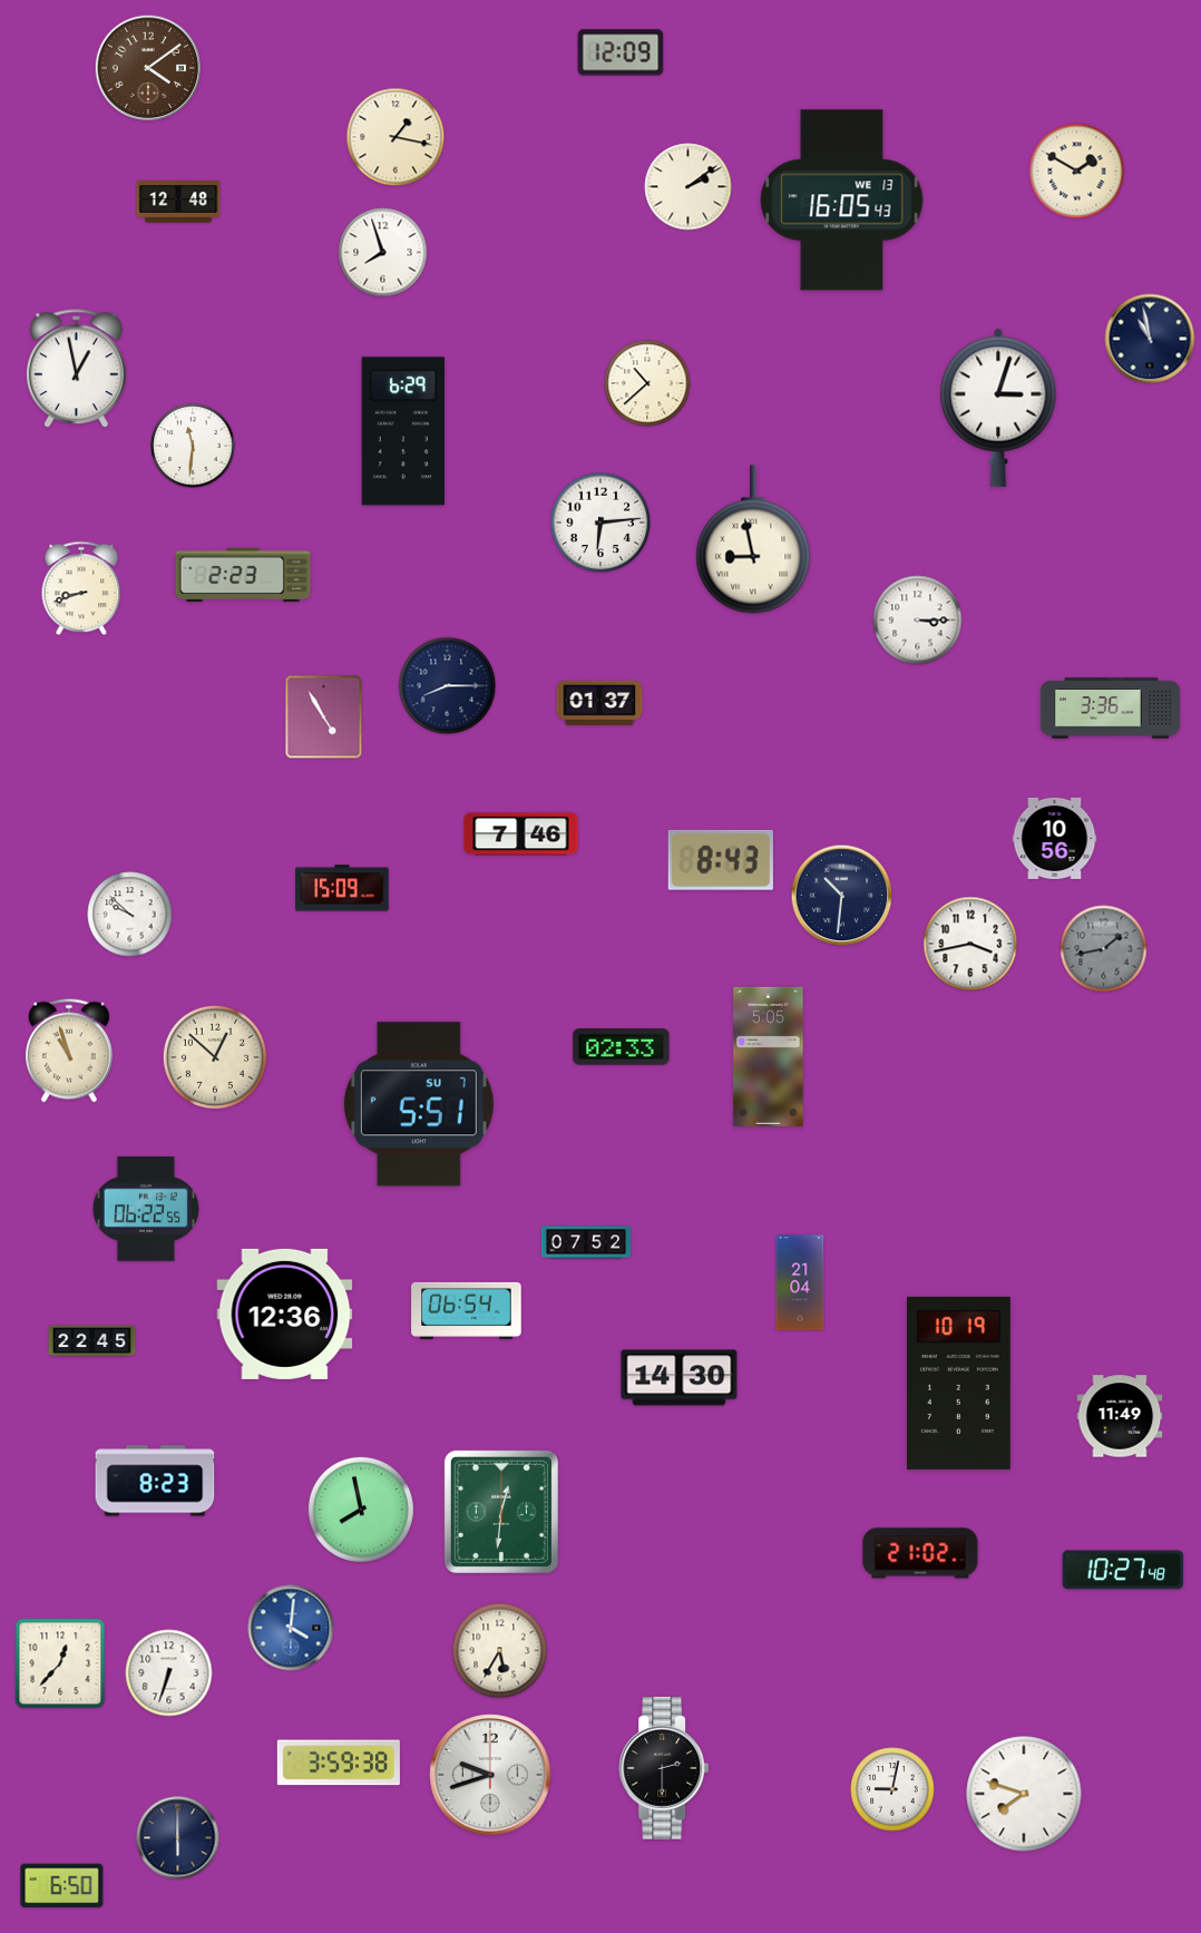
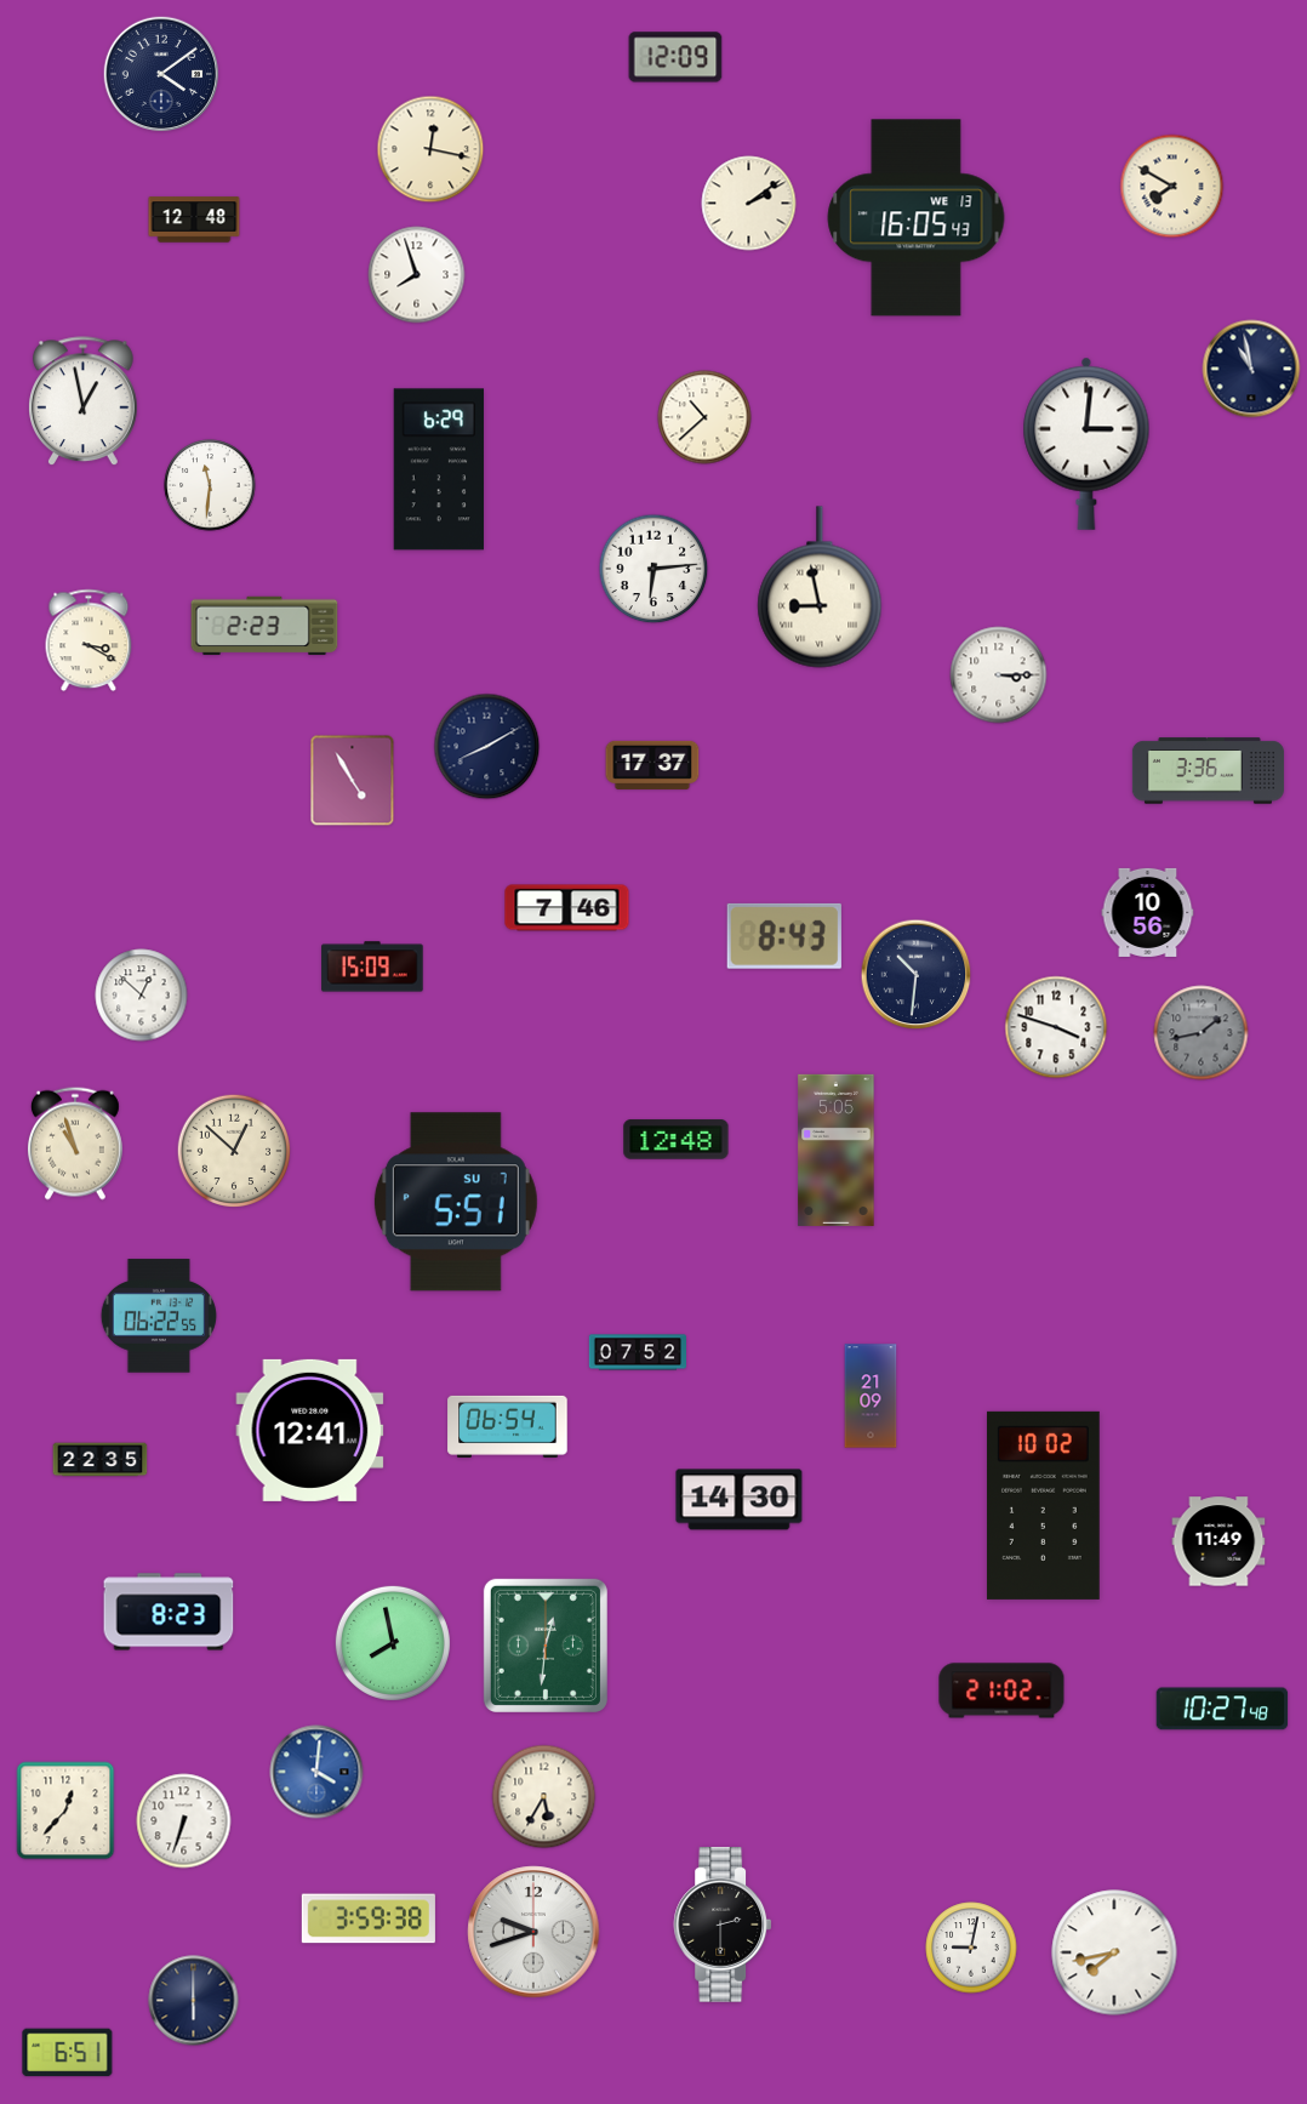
clock at (147, 67) dial: brown -> navy
clock at (396, 137): 1:17 -> 12:17
clock at (1077, 172): 1:50 -> 7:50
clock at (998, 408): 3:03 -> 3:01
clock at (81, 588): 8:42 -> 3:20
clock at (448, 686): 8:15 -> 8:10
clock at (599, 703): 01:37 -> 17:37
clock at (130, 915): 9:52 -> 12:52
clock at (970, 944): 3:43 -> 3:48
clock at (622, 1047): 02:33 -> 12:48
clock at (800, 1282): 21:04 -> 21:09
clock at (285, 1314): 12:36 -> 12:41
clock at (92, 1341): 22:45 -> 22:35
clock at (958, 1383): 10:19 -> 10:02
clock at (1024, 1794): 7:48 -> 7:43
clock at (62, 1886): 6:50 -> 6:51
